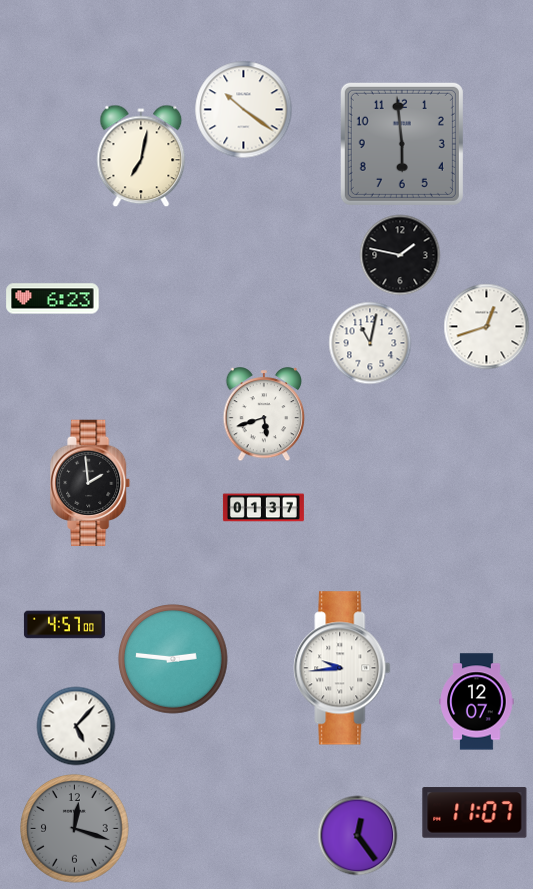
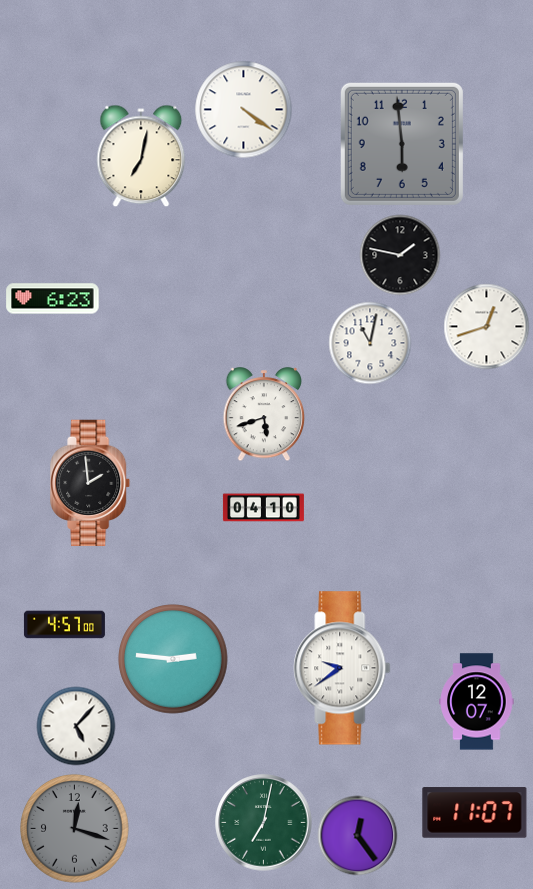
clock at (243, 109): 10:21 -> 4:21
clock at (263, 508): 01:37 -> 04:10
clock at (342, 668): 9:44 -> 9:39
clock at (264, 823): none -> 7:02
